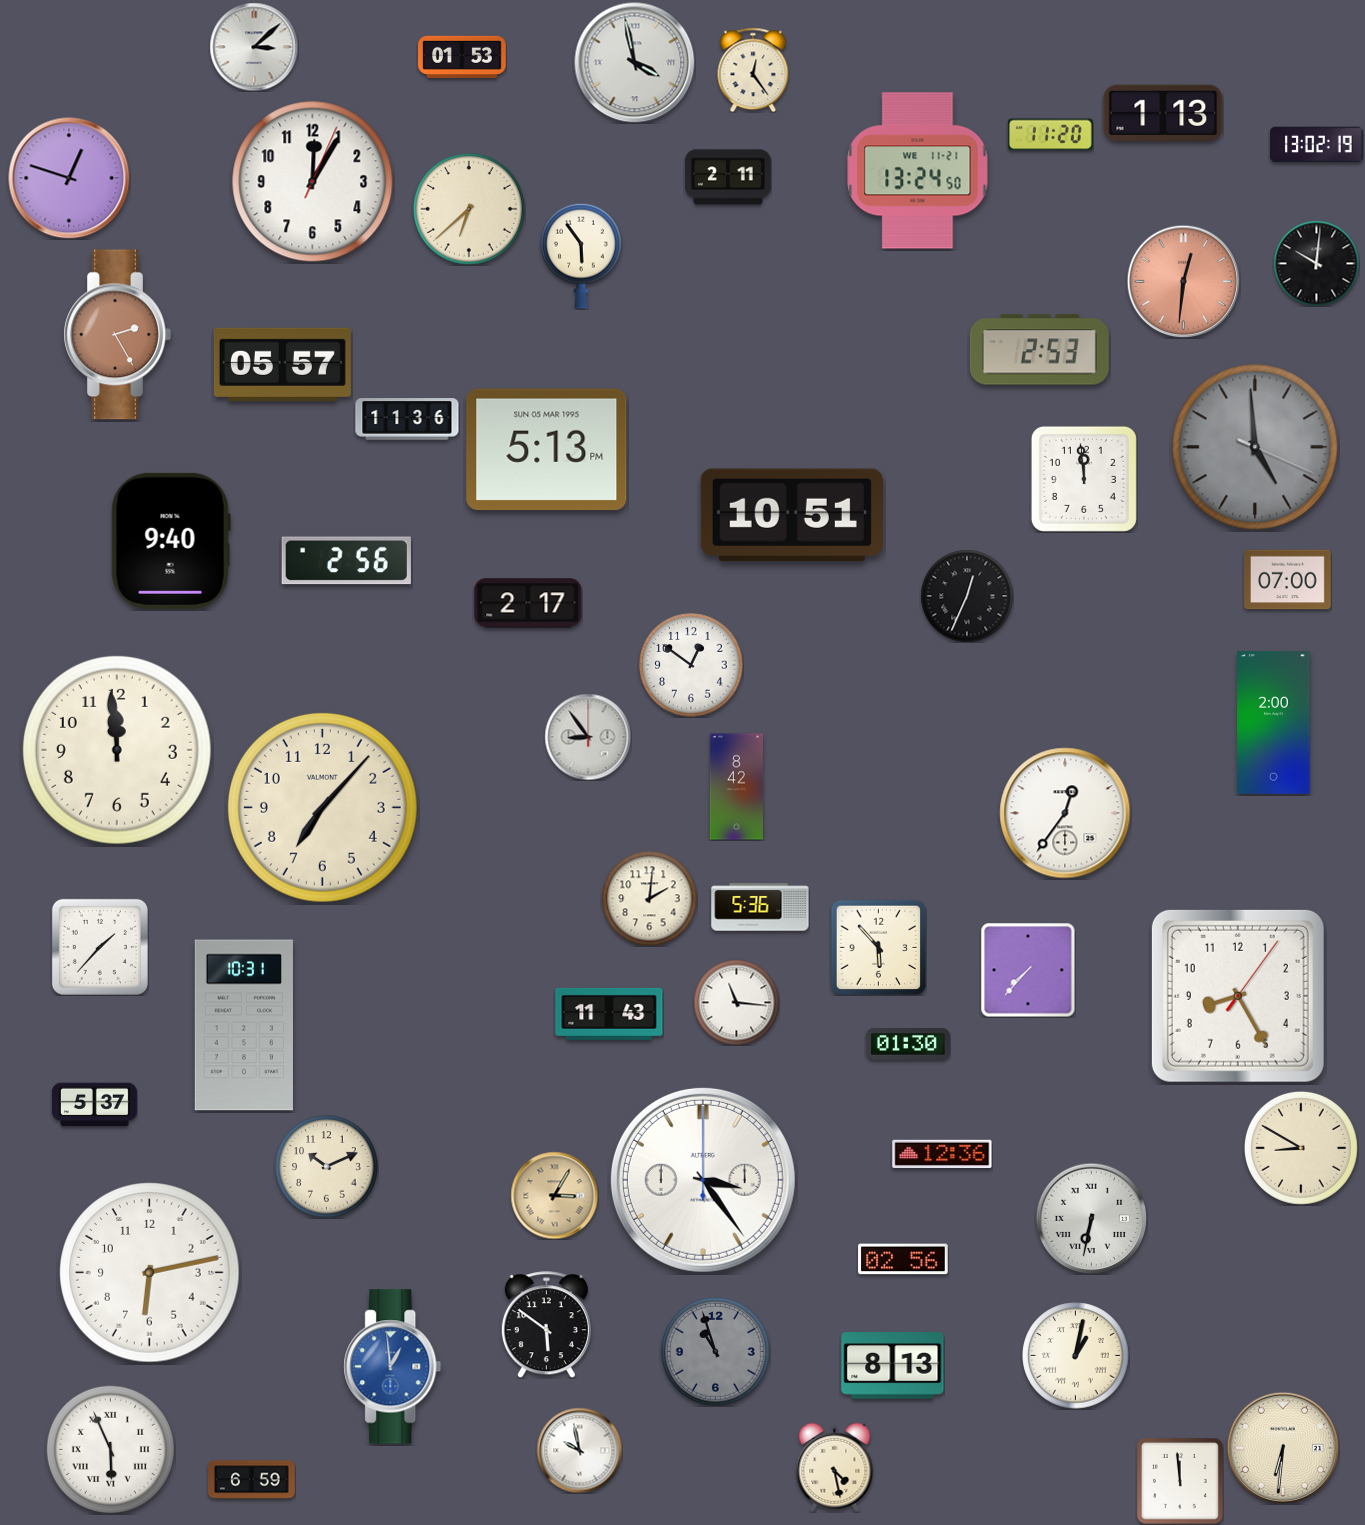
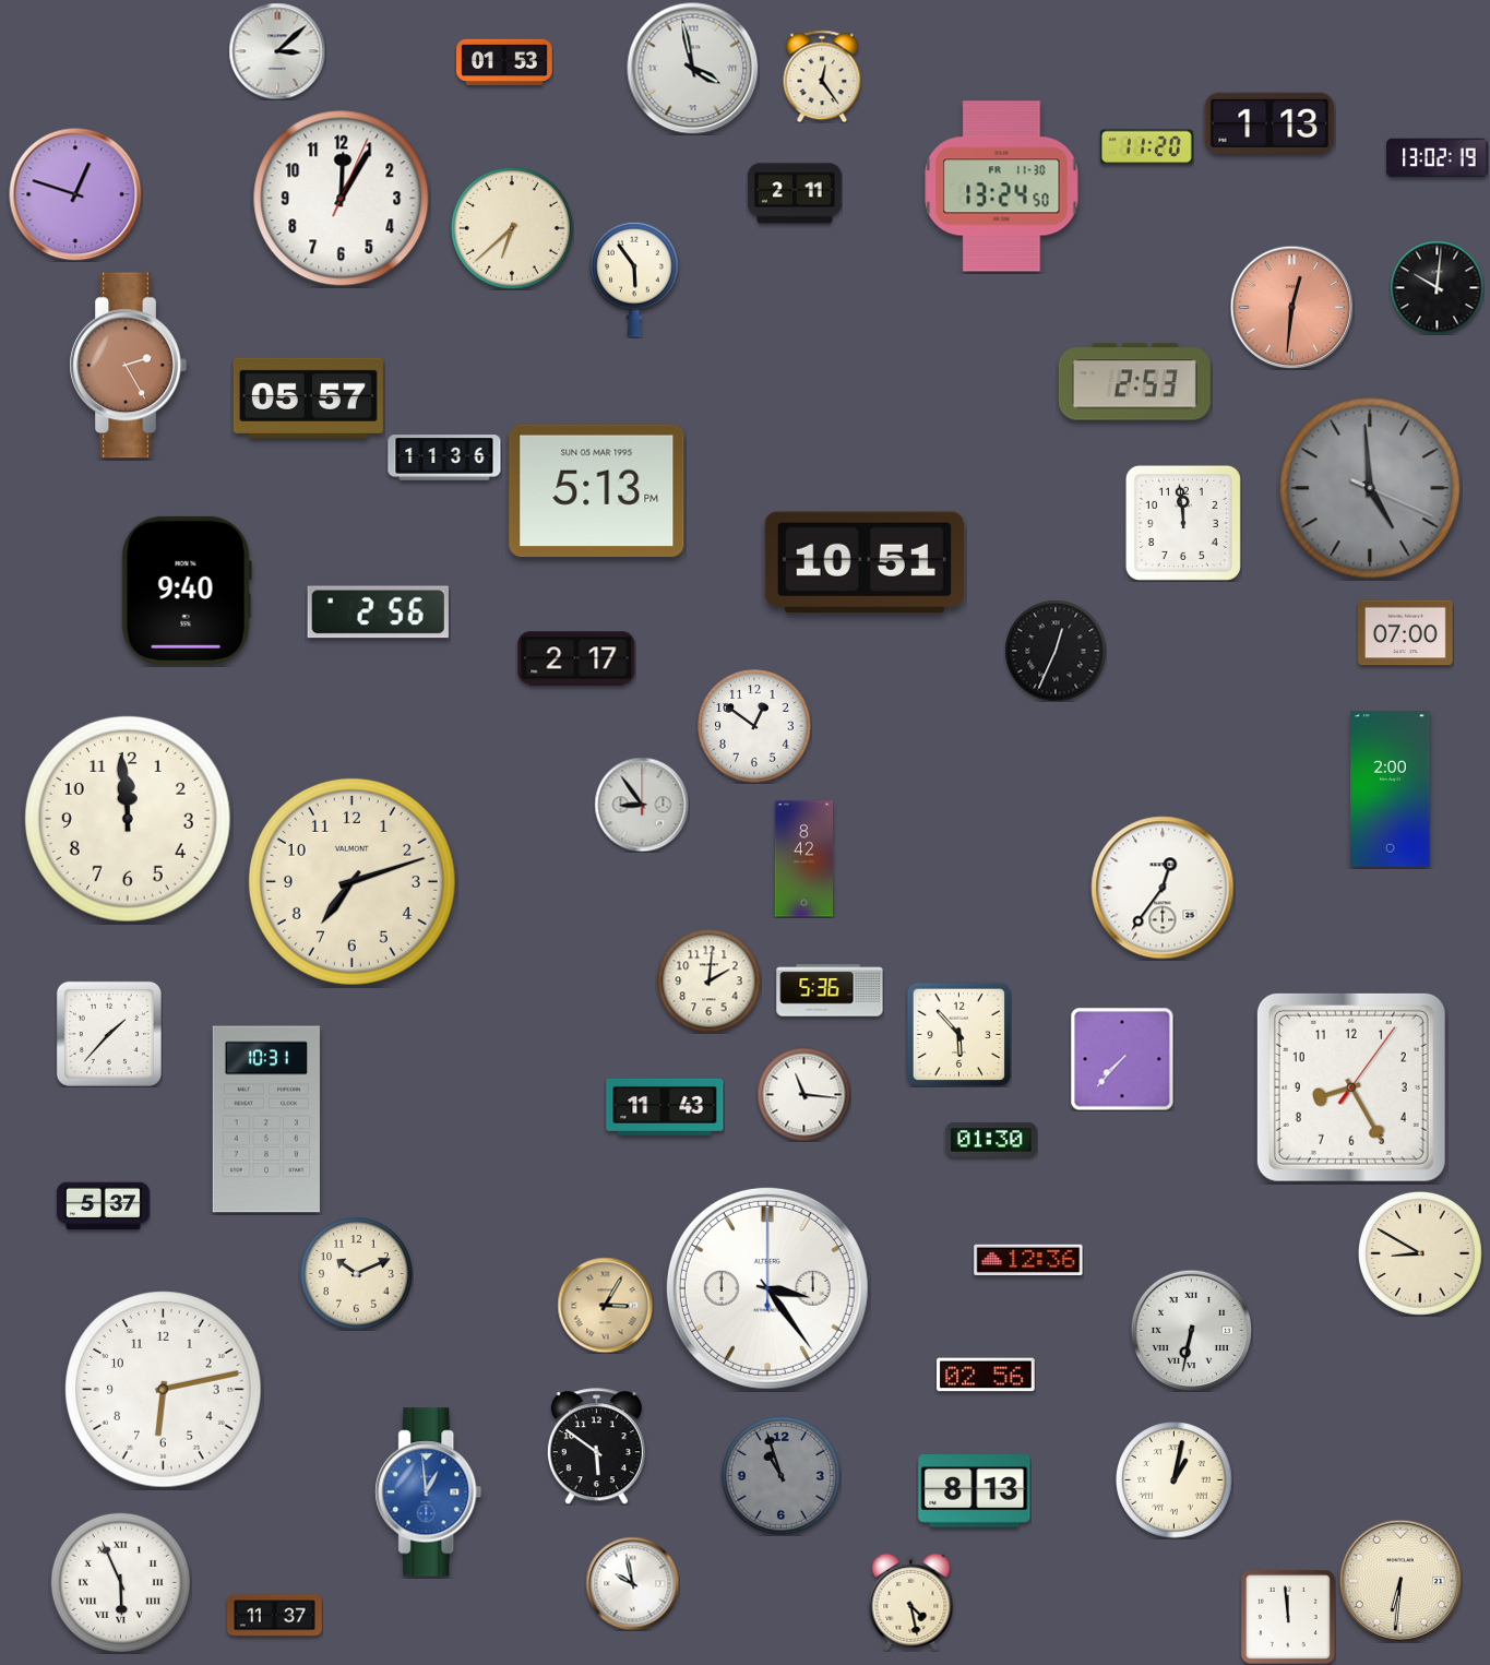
clock at (918, 171) date: WE 11-21 -> FR 11-30
clock at (322, 807): 7:07 -> 7:12
clock at (252, 1480): 6:59 -> 11:37
